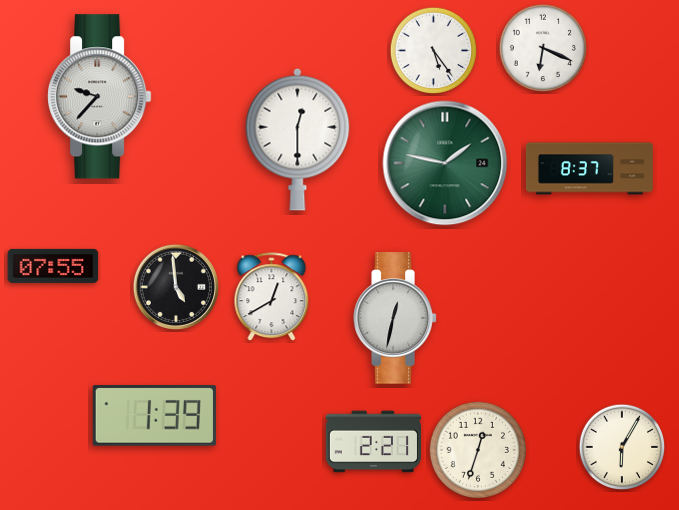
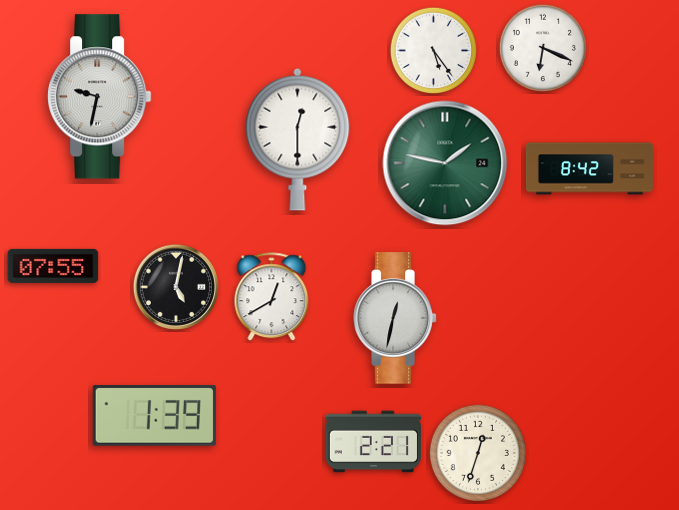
clock at (100, 97): 9:37 -> 9:32
clock at (589, 169): 8:37 -> 8:42
clock at (176, 287): 4:59 -> 5:02
clock at (622, 447): 6:05 -> none
clock at (478, 450) position: (478, 450) -> (478, 453)
